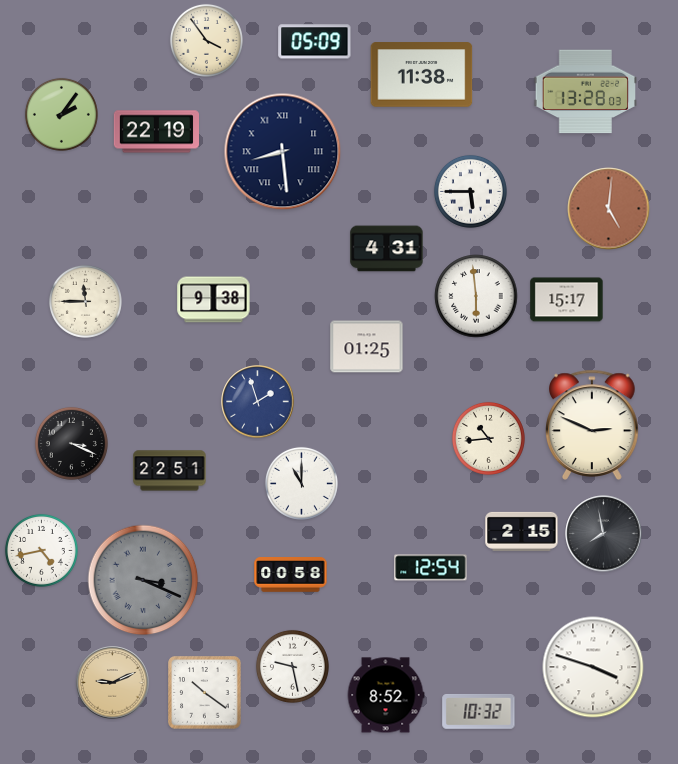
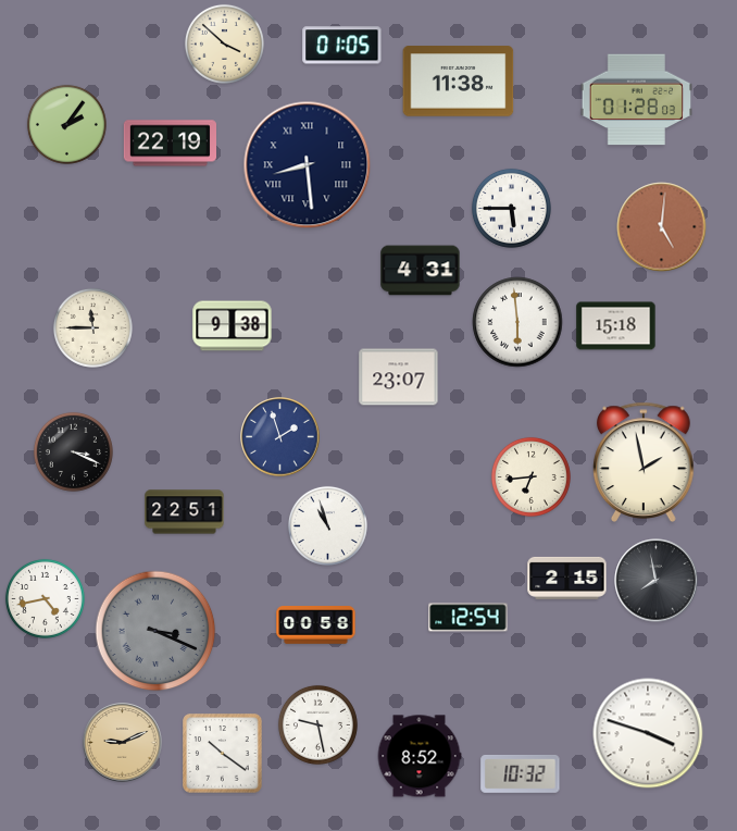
clock at (206, 40): 3:54 -> 3:52
clock at (315, 42): 05:09 -> 01:05
clock at (585, 92): 13:28 -> 01:28
clock at (567, 300): 15:17 -> 15:18
clock at (367, 347): 01:25 -> 23:07
clock at (593, 425): 2:49 -> 1:58
clock at (488, 438): 10:44 -> 6:44
clock at (71, 443) position: (71, 443) -> (73, 451)
clock at (301, 483): 11:00 -> 10:57
clock at (593, 667) position: (593, 667) -> (648, 733)
